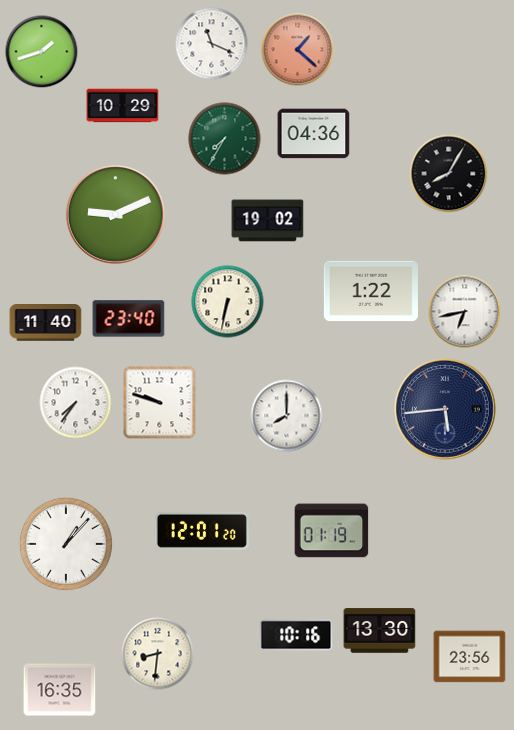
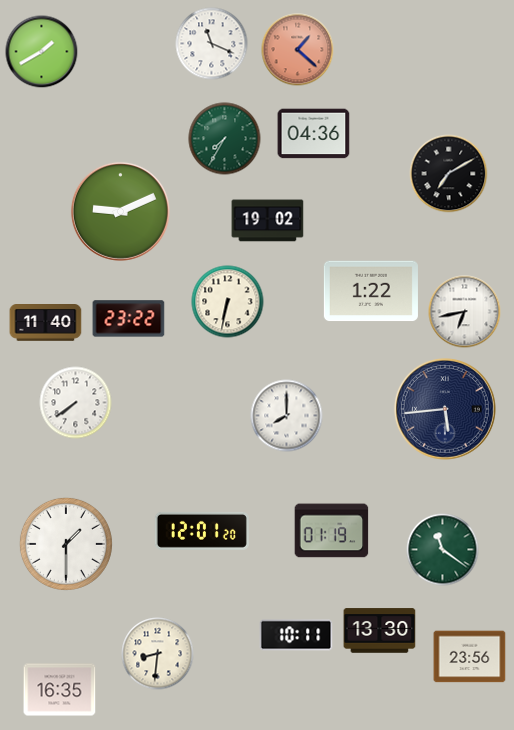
clock at (42, 52): 1:42 -> 1:40
clock at (123, 106): 10:29 -> none
clock at (449, 174): 8:05 -> 7:10
clock at (115, 214) position: (115, 214) -> (120, 211)
clock at (129, 319): 23:40 -> 23:22
clock at (76, 403): 7:36 -> 7:39
clock at (160, 403): 9:48 -> none
clock at (66, 544): 1:07 -> 1:30
clock at (443, 550): none -> 11:21
clock at (296, 635): 10:16 -> 10:11
